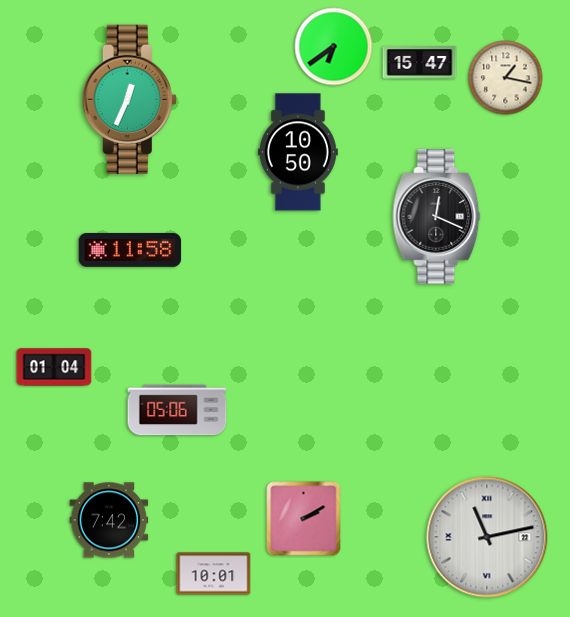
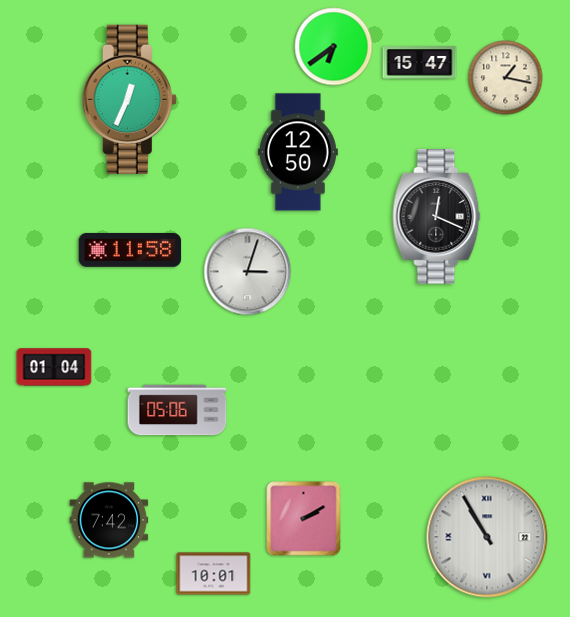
clock at (298, 152): 10:50 -> 12:50
clock at (248, 272): none -> 3:03
clock at (487, 537): 11:13 -> 10:55
